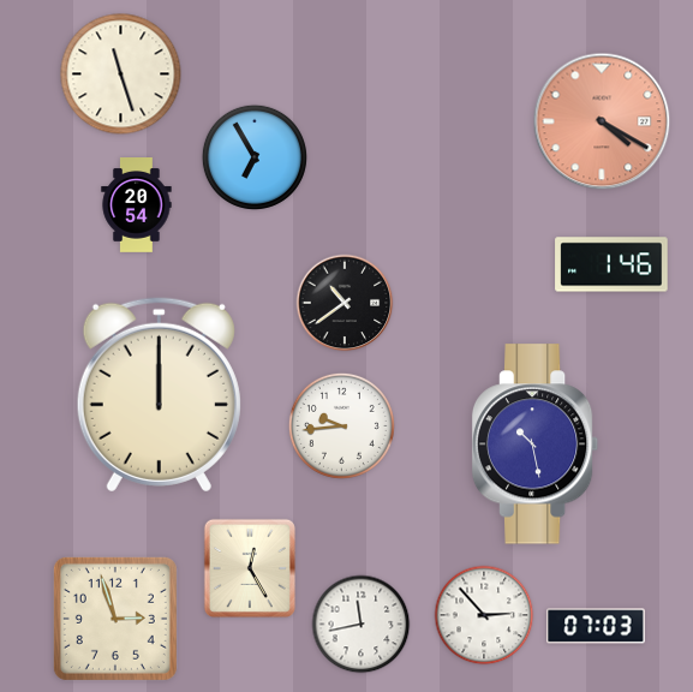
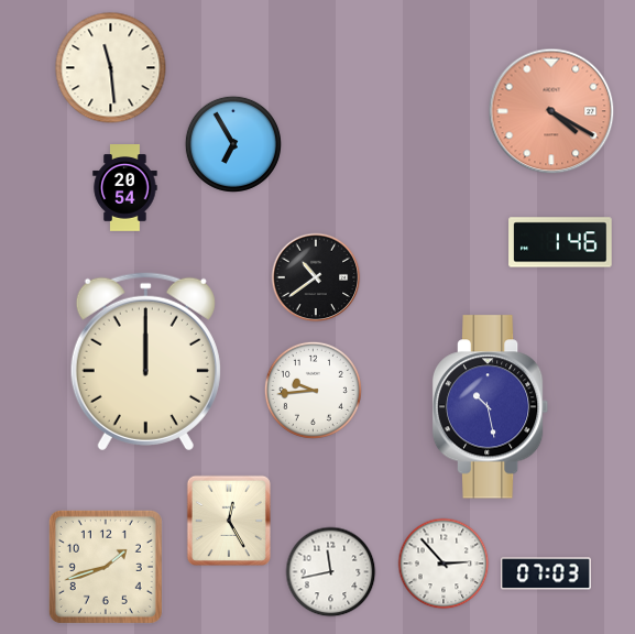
clock at (121, 74): 11:27 -> 11:29
clock at (115, 619): 2:57 -> 1:42
